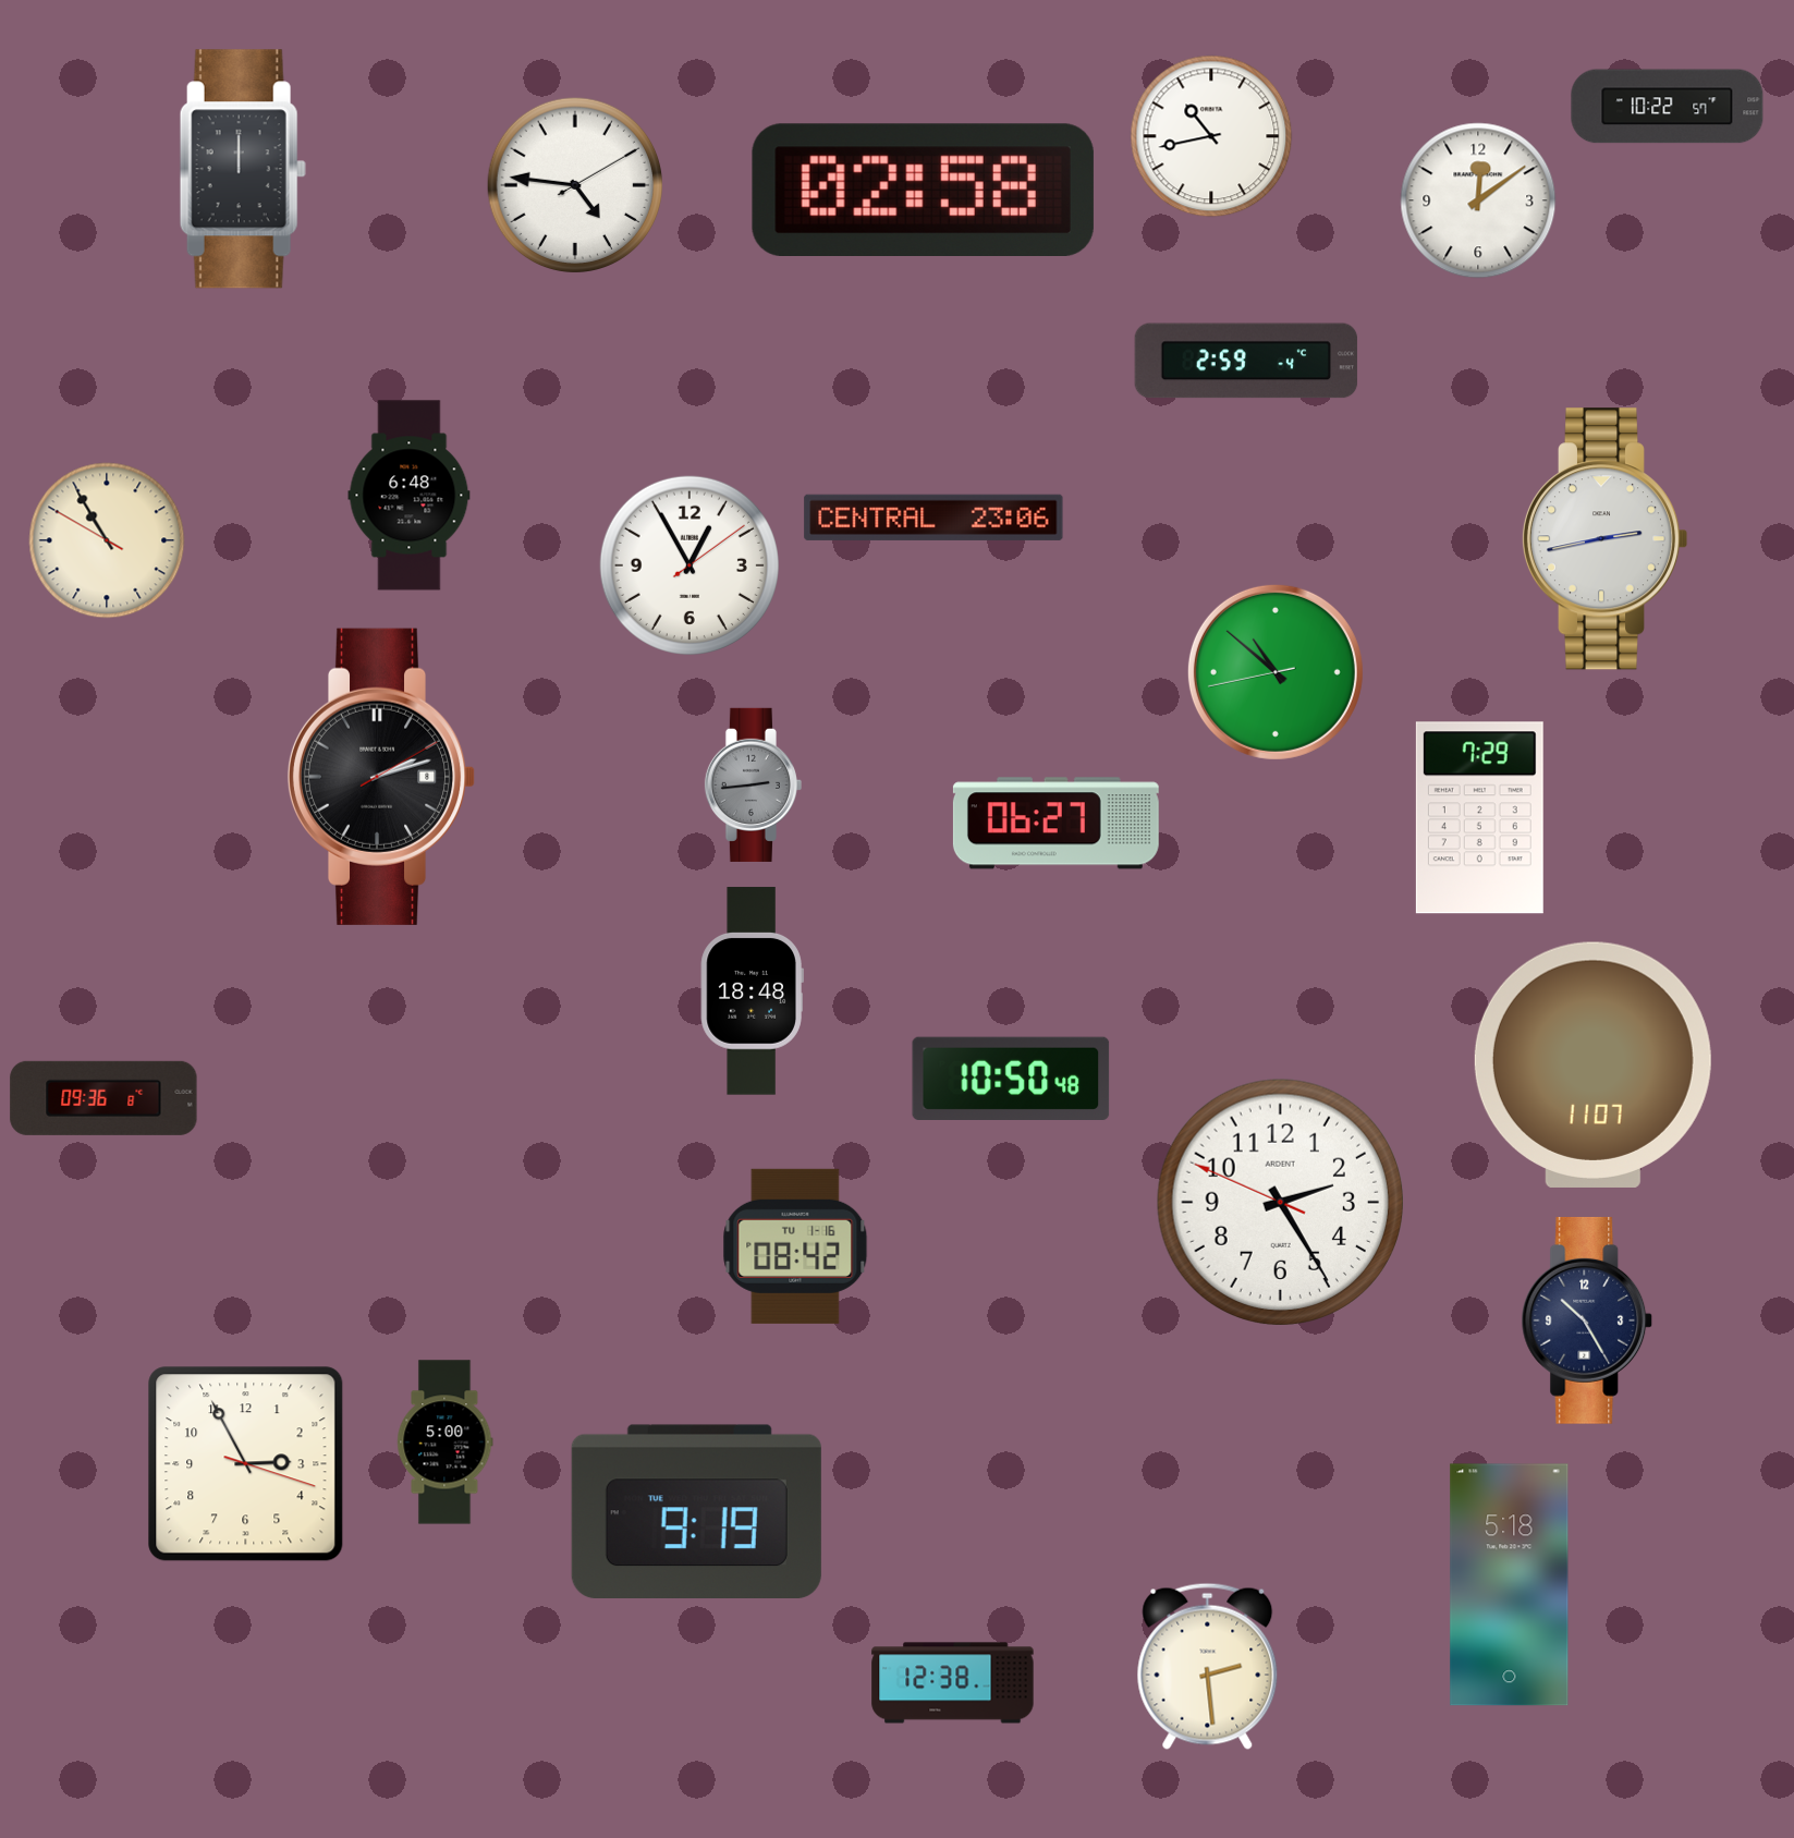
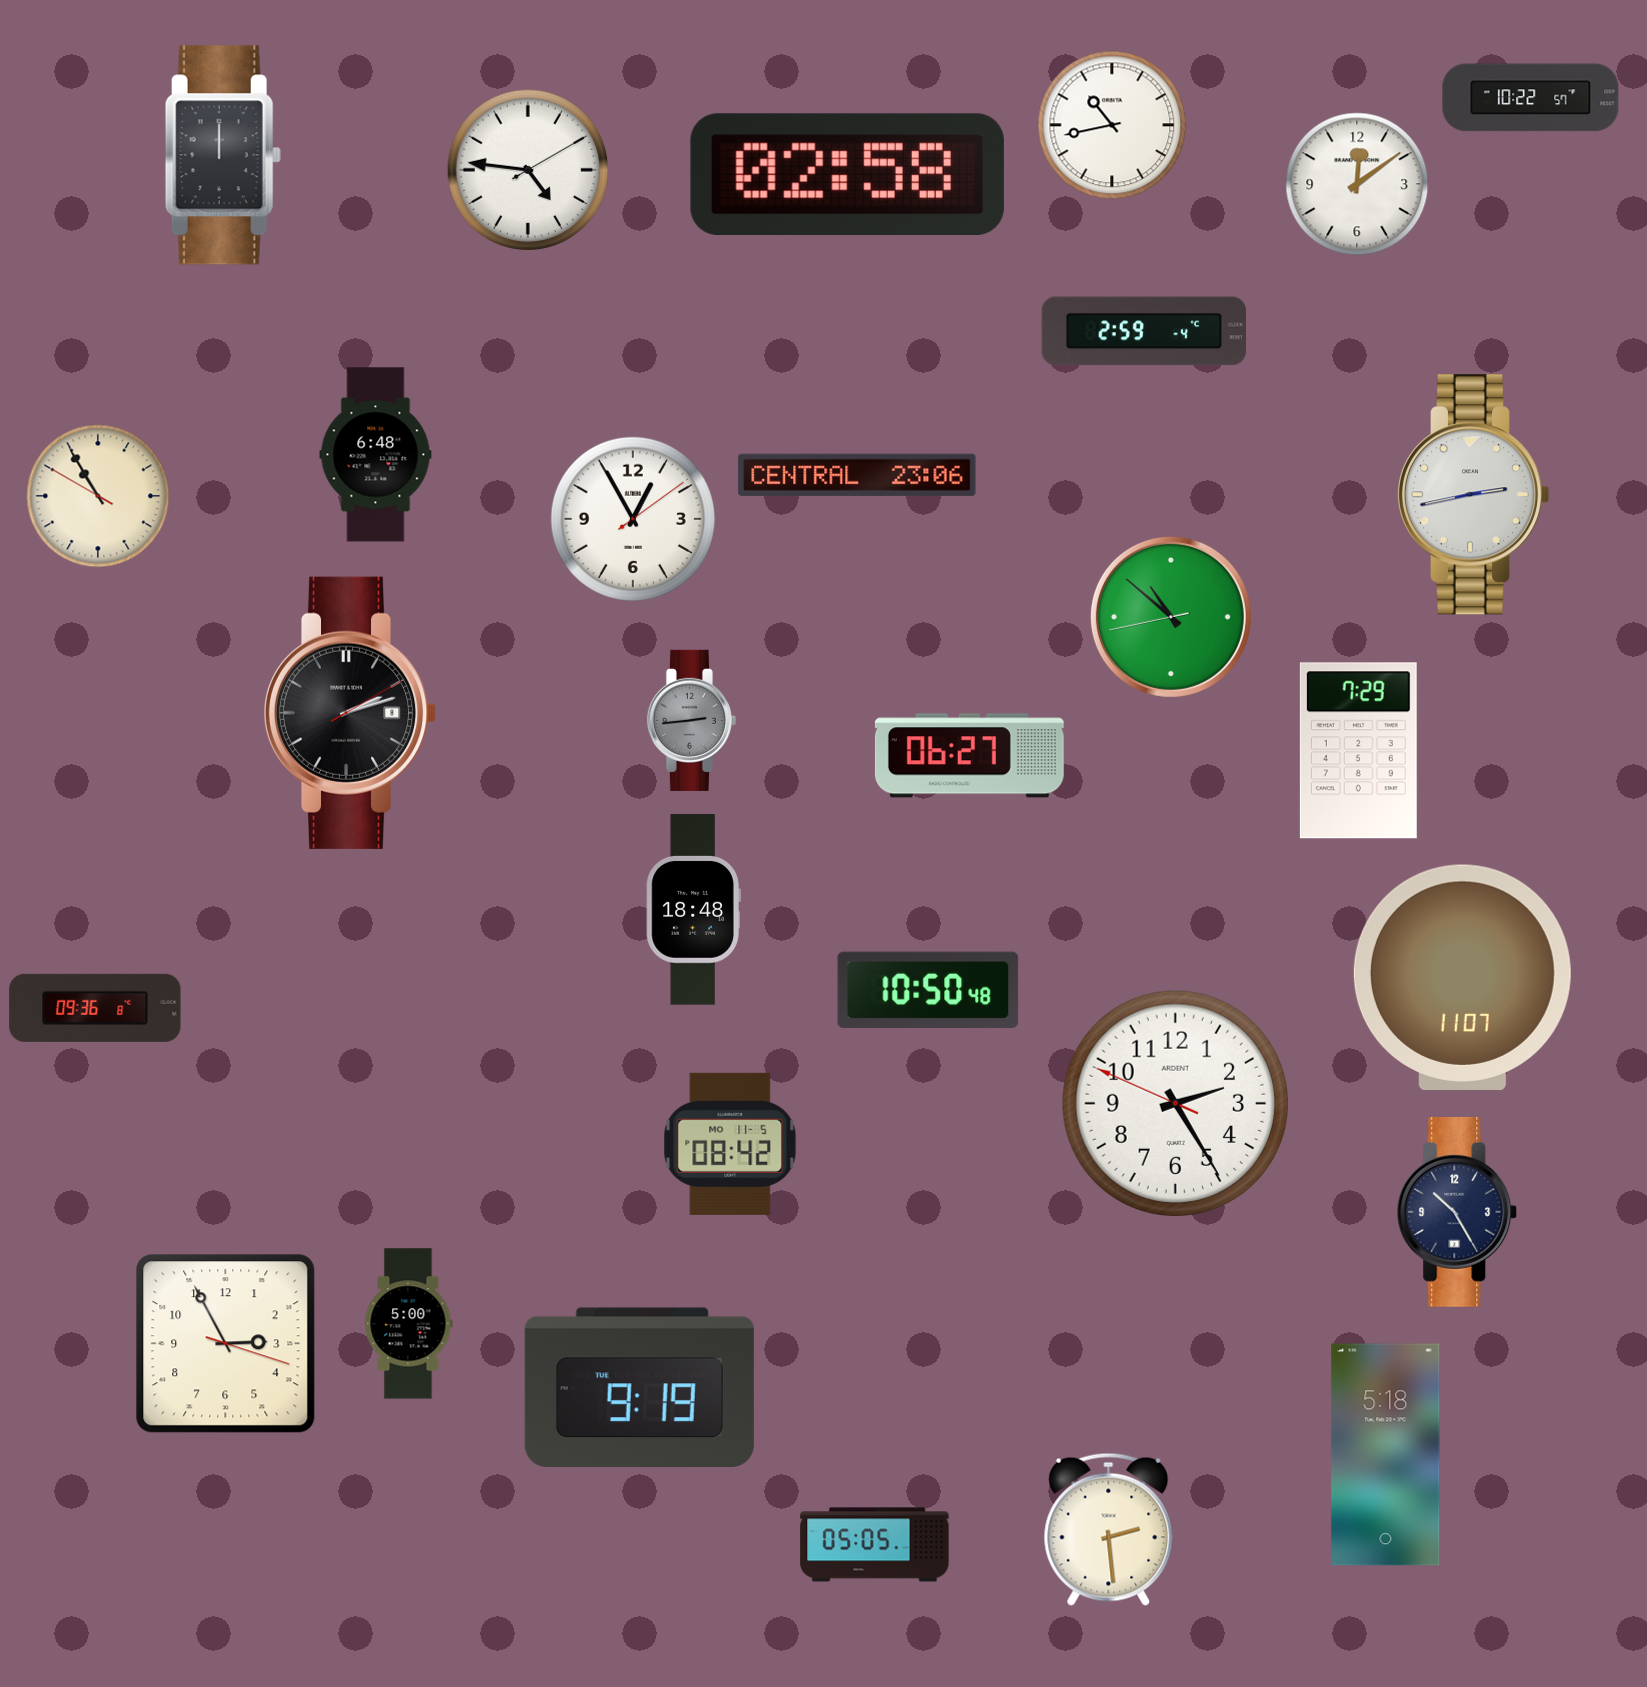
clock at (752, 991) position: (752, 991) -> (693, 910)
clock at (795, 1246) date: TU 1-16 -> MO 11-5
clock at (953, 1683): 12:38 -> 05:05
